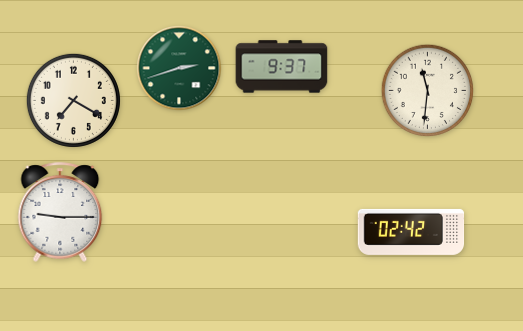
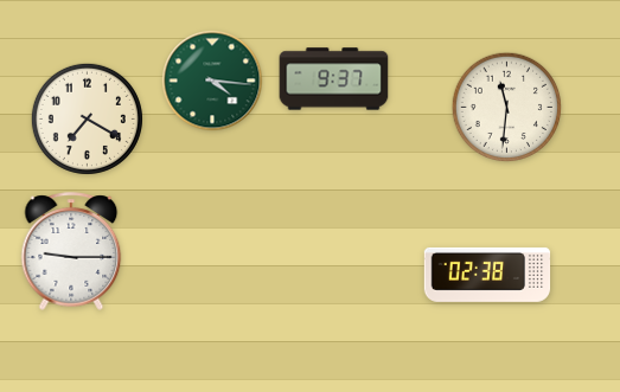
clock at (179, 68): 2:42 -> 4:16
clock at (411, 232): 02:42 -> 02:38
